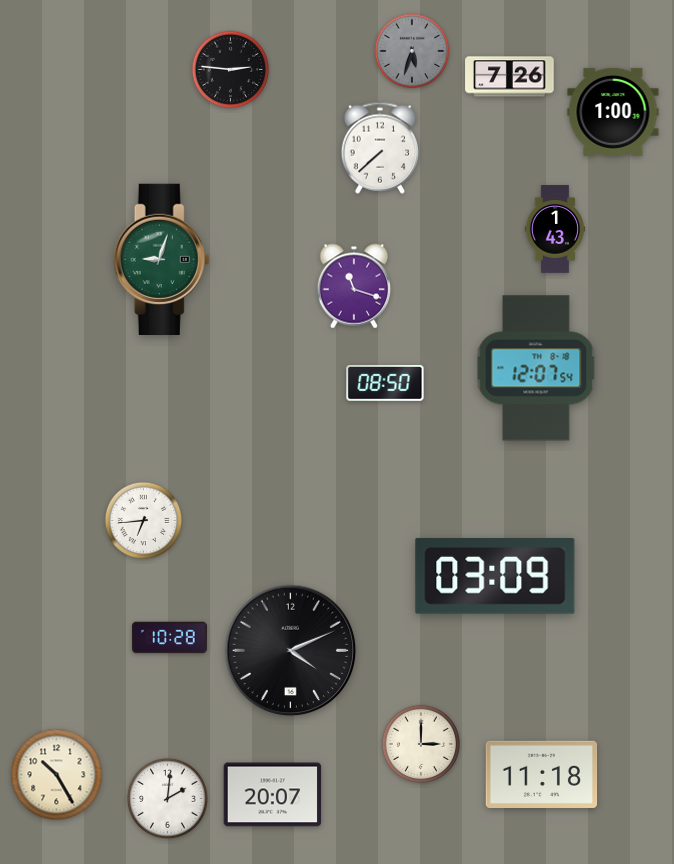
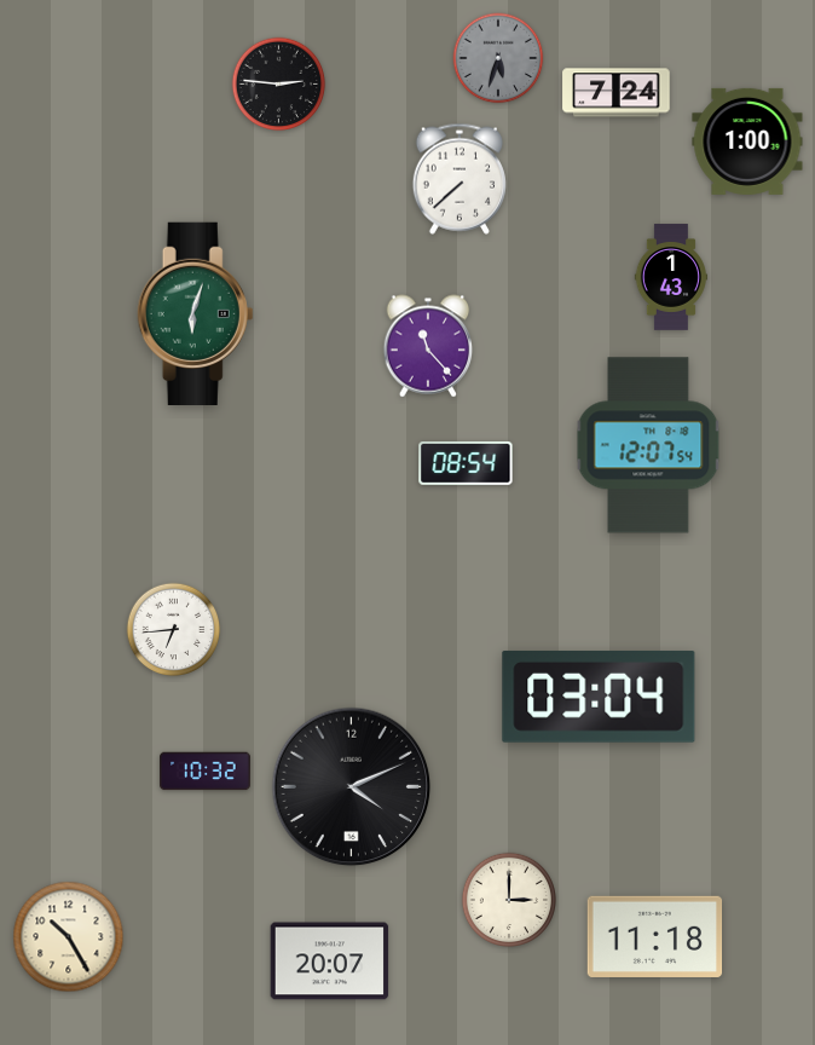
clock at (412, 51) position: (412, 51) -> (498, 58)
clock at (510, 77): 7:26 -> 7:24
clock at (613, 112) position: (613, 112) -> (747, 142)
clock at (162, 259): 9:03 -> 6:03
clock at (354, 286): 11:18 -> 11:23
clock at (385, 383): 08:50 -> 08:54
clock at (495, 576): 03:09 -> 03:04
clock at (170, 638): 10:28 -> 10:32
clock at (167, 798): 2:01 -> none
